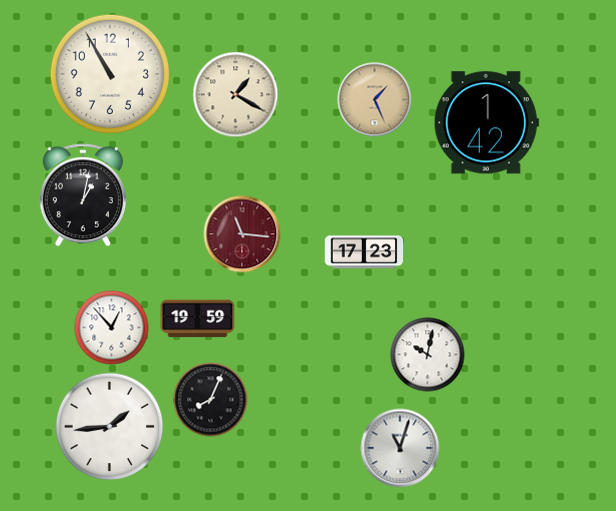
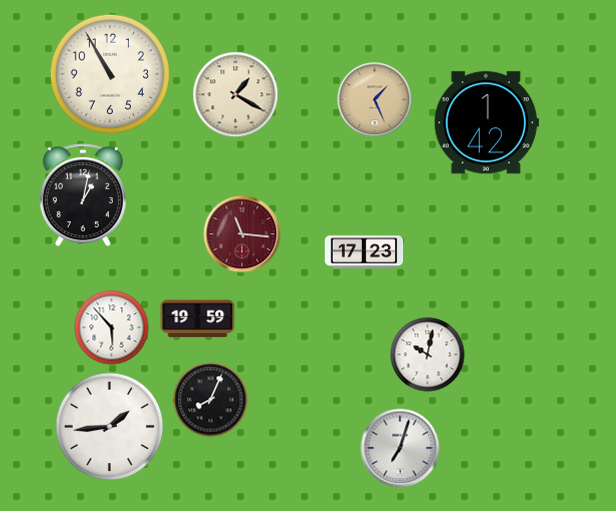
clock at (112, 328): 12:53 -> 5:53
clock at (400, 448): 11:03 -> 7:03
